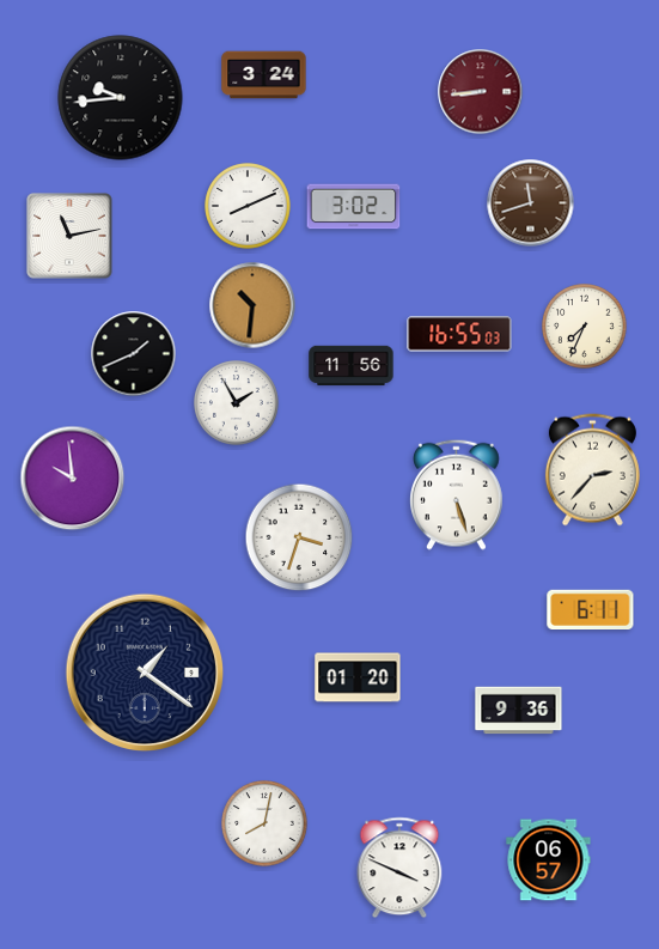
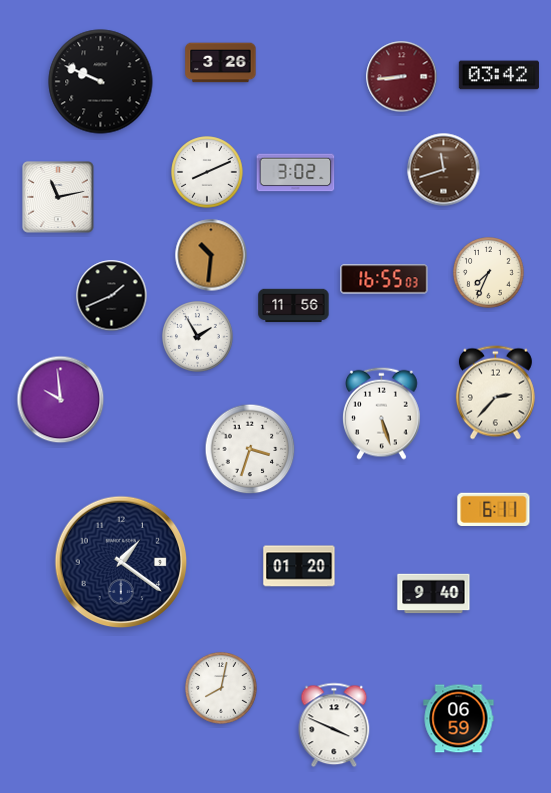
clock at (264, 75): 3:24 -> 3:26
clock at (499, 75): none -> 03:42
clock at (121, 98): 9:44 -> 9:49
clock at (519, 711): 9:36 -> 9:40
clock at (549, 860): 06:57 -> 06:59
